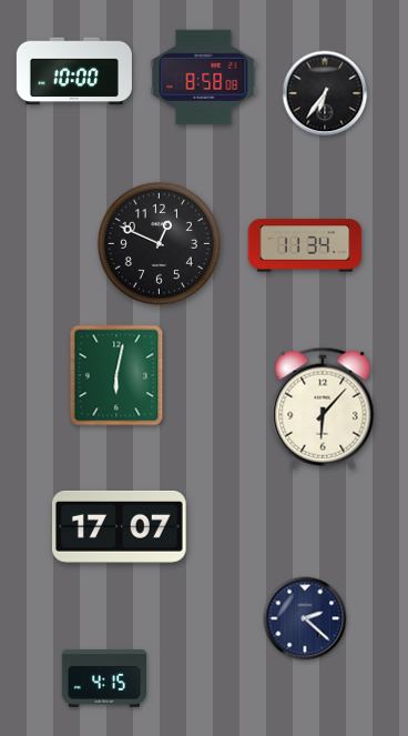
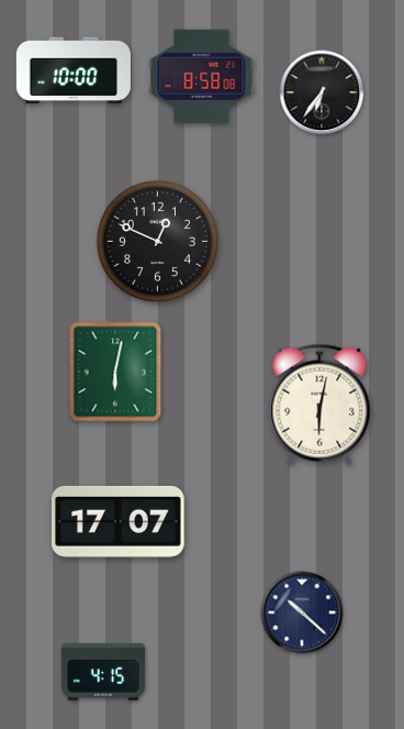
clock at (305, 245): 11:34 -> none
clock at (323, 409): 6:07 -> 6:02
clock at (305, 618): 2:22 -> 10:22
